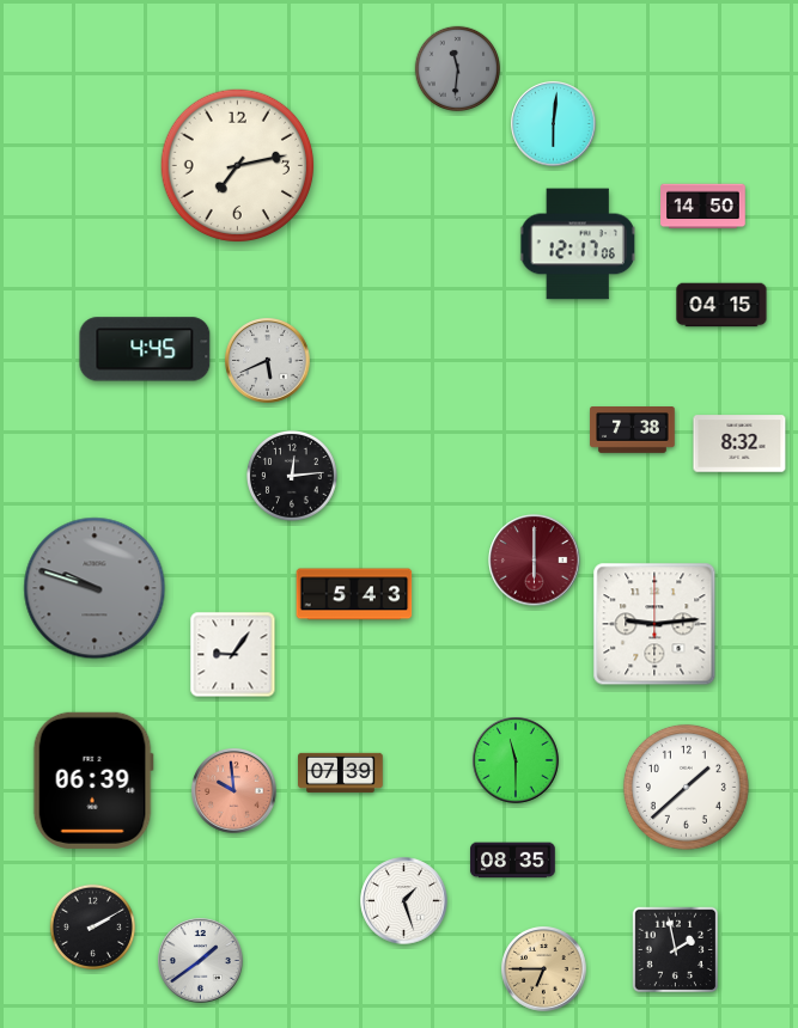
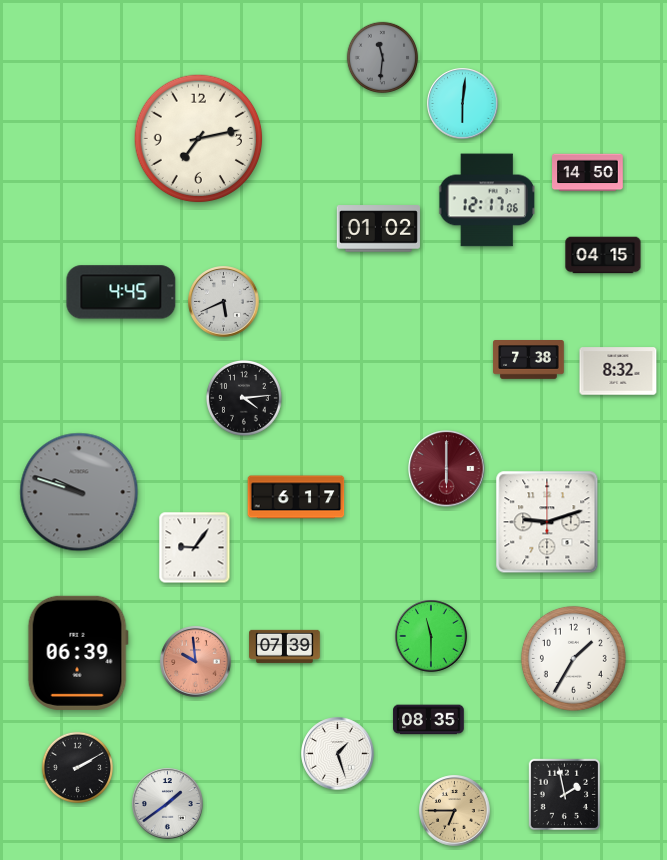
clock at (579, 244) position: (579, 244) -> (488, 200)
clock at (378, 229): none -> 01:02
clock at (292, 476): 12:14 -> 4:14
clock at (354, 594): 5:43 -> 6:17
clock at (654, 624): 9:14 -> 9:12
clock at (686, 787): 1:38 -> 1:35
clock at (93, 928) position: (93, 928) -> (78, 768)
